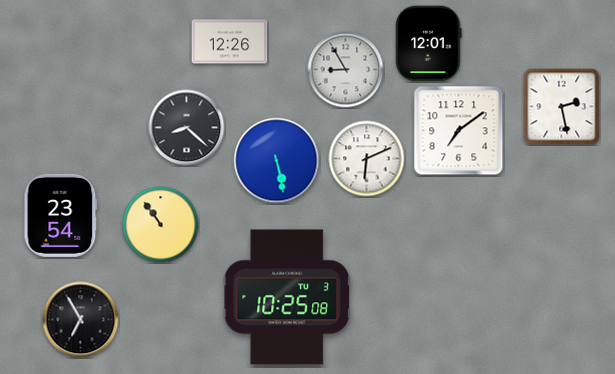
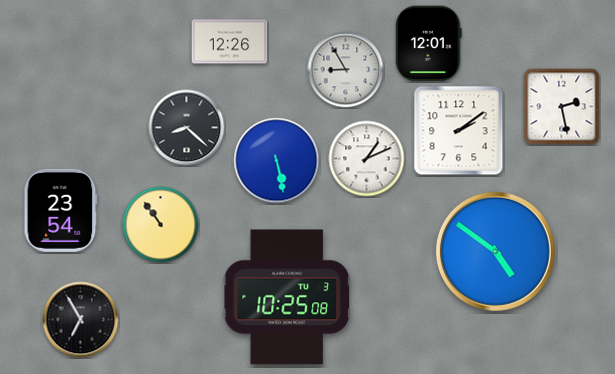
clock at (459, 131): 7:09 -> 2:09
clock at (367, 159): 6:11 -> 1:11
clock at (61, 215) position: (61, 215) -> (61, 210)
clock at (495, 251): none -> 4:51
